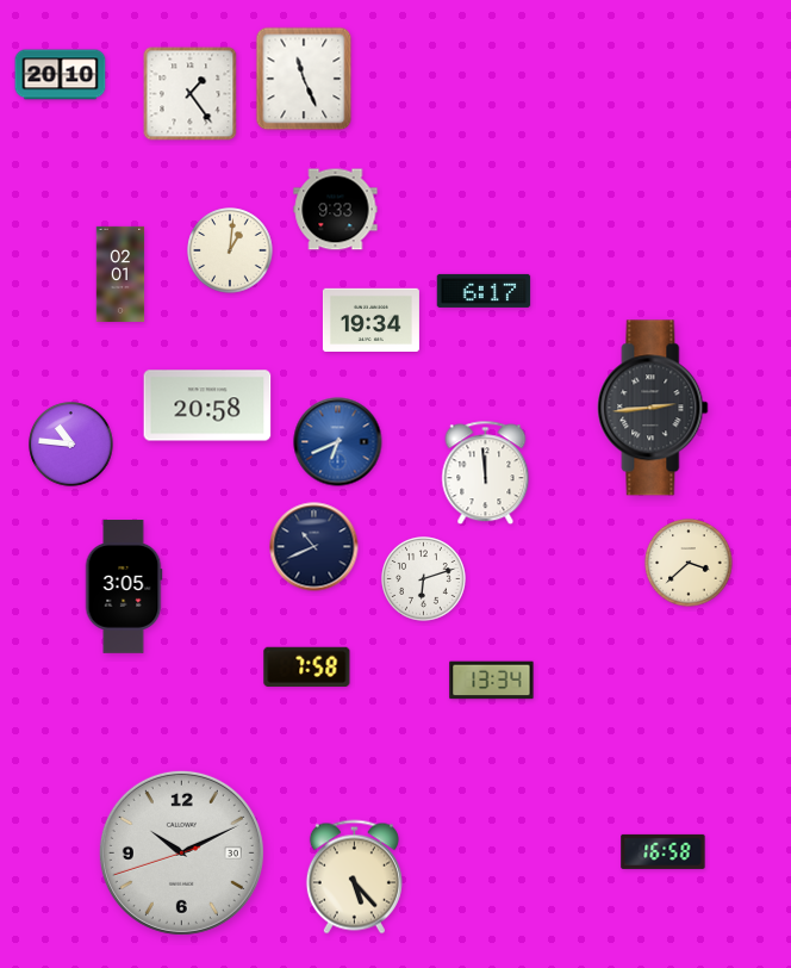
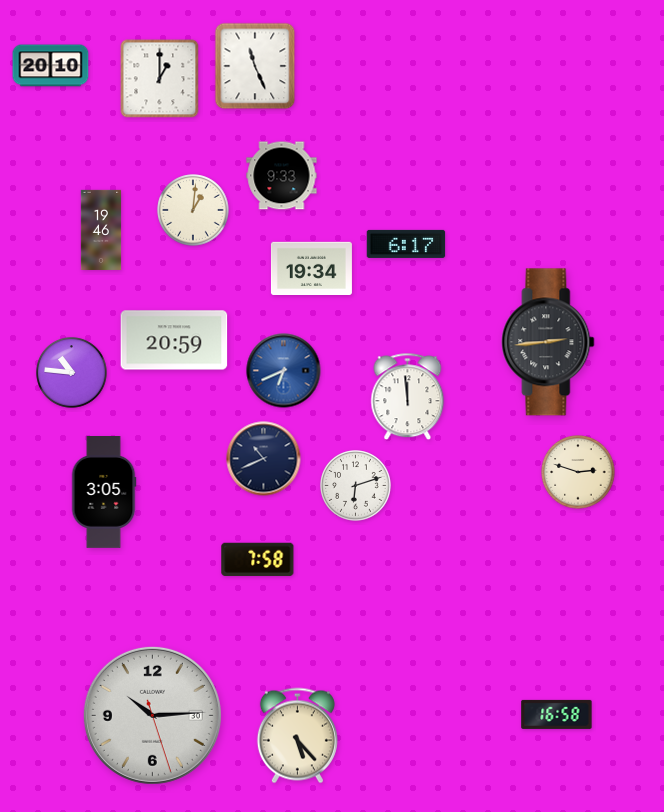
clock at (61, 75) position: (61, 75) -> (51, 66)
clock at (191, 94): 1:24 -> 1:00
clock at (120, 274): 02:01 -> 19:46
clock at (207, 405): 20:58 -> 20:59
clock at (71, 445) position: (71, 445) -> (72, 373)
clock at (689, 563): 3:38 -> 2:48
clock at (492, 681): 13:34 -> none
clock at (181, 852): 10:10 -> 10:14
